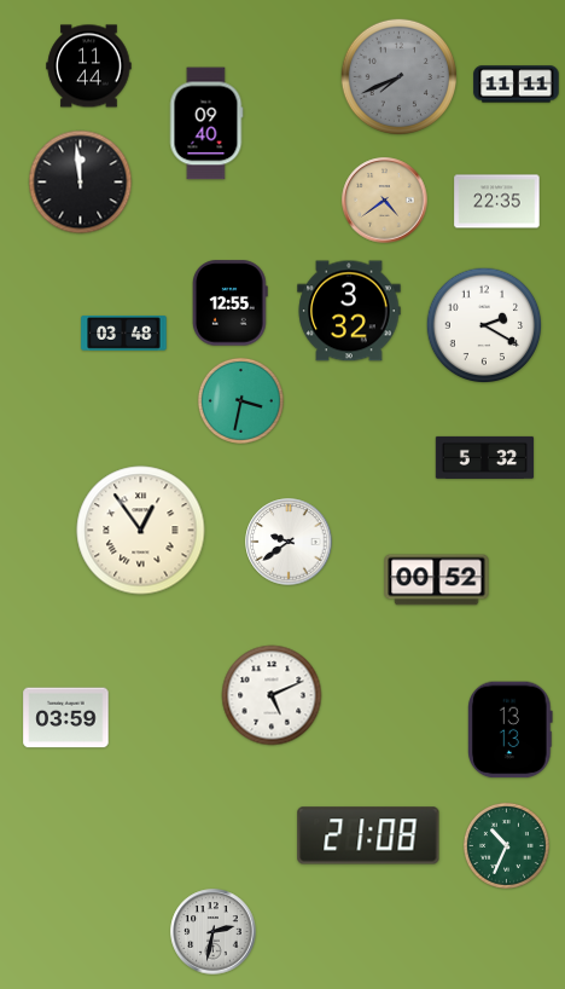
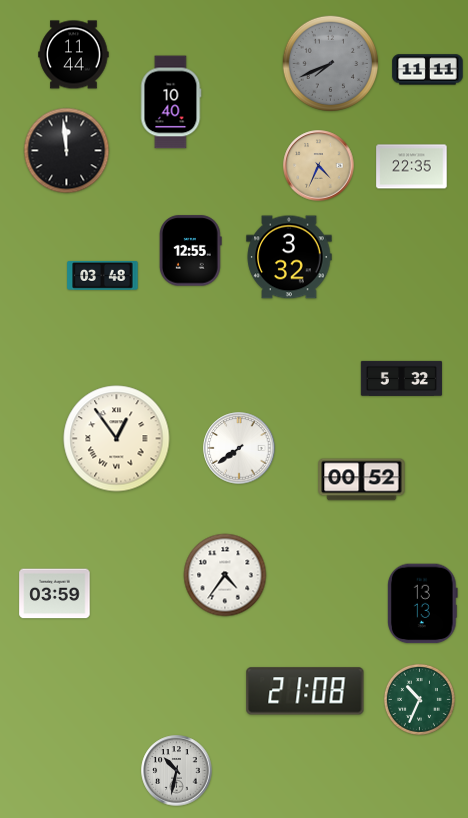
clock at (206, 123): 09:40 -> 10:40
clock at (385, 201): 4:39 -> 4:34
clock at (484, 325): 2:20 -> none
clock at (240, 400): 3:32 -> none
clock at (289, 542): 9:39 -> 7:39
clock at (272, 695): 5:11 -> 4:36
clock at (214, 932): 2:32 -> 10:32
